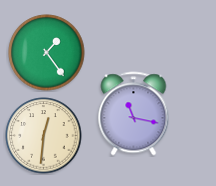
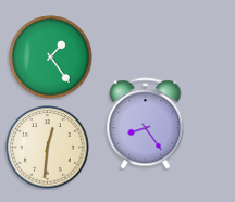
clock at (134, 114): 11:17 -> 8:24
